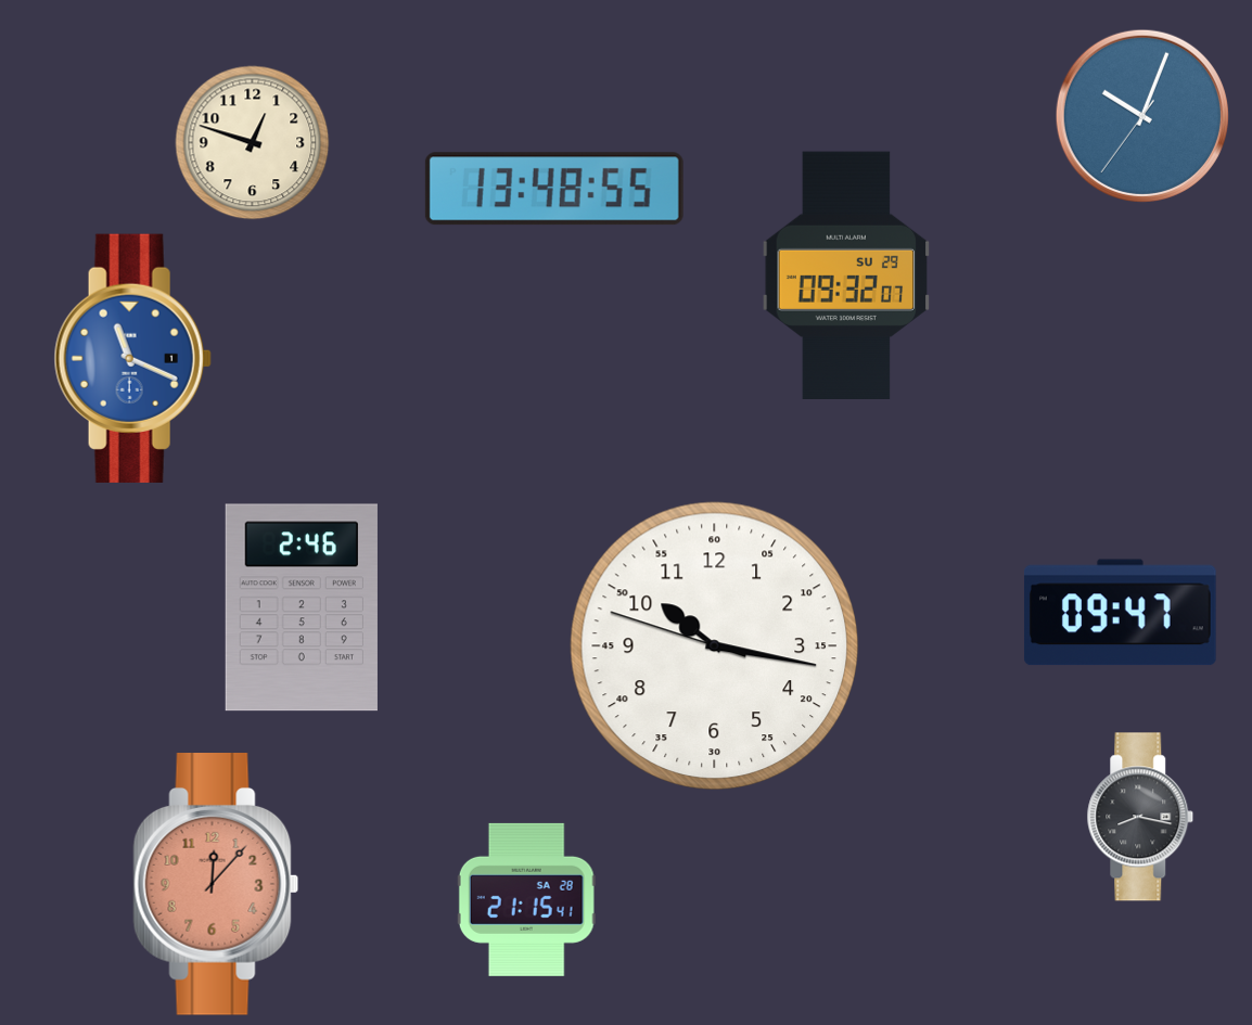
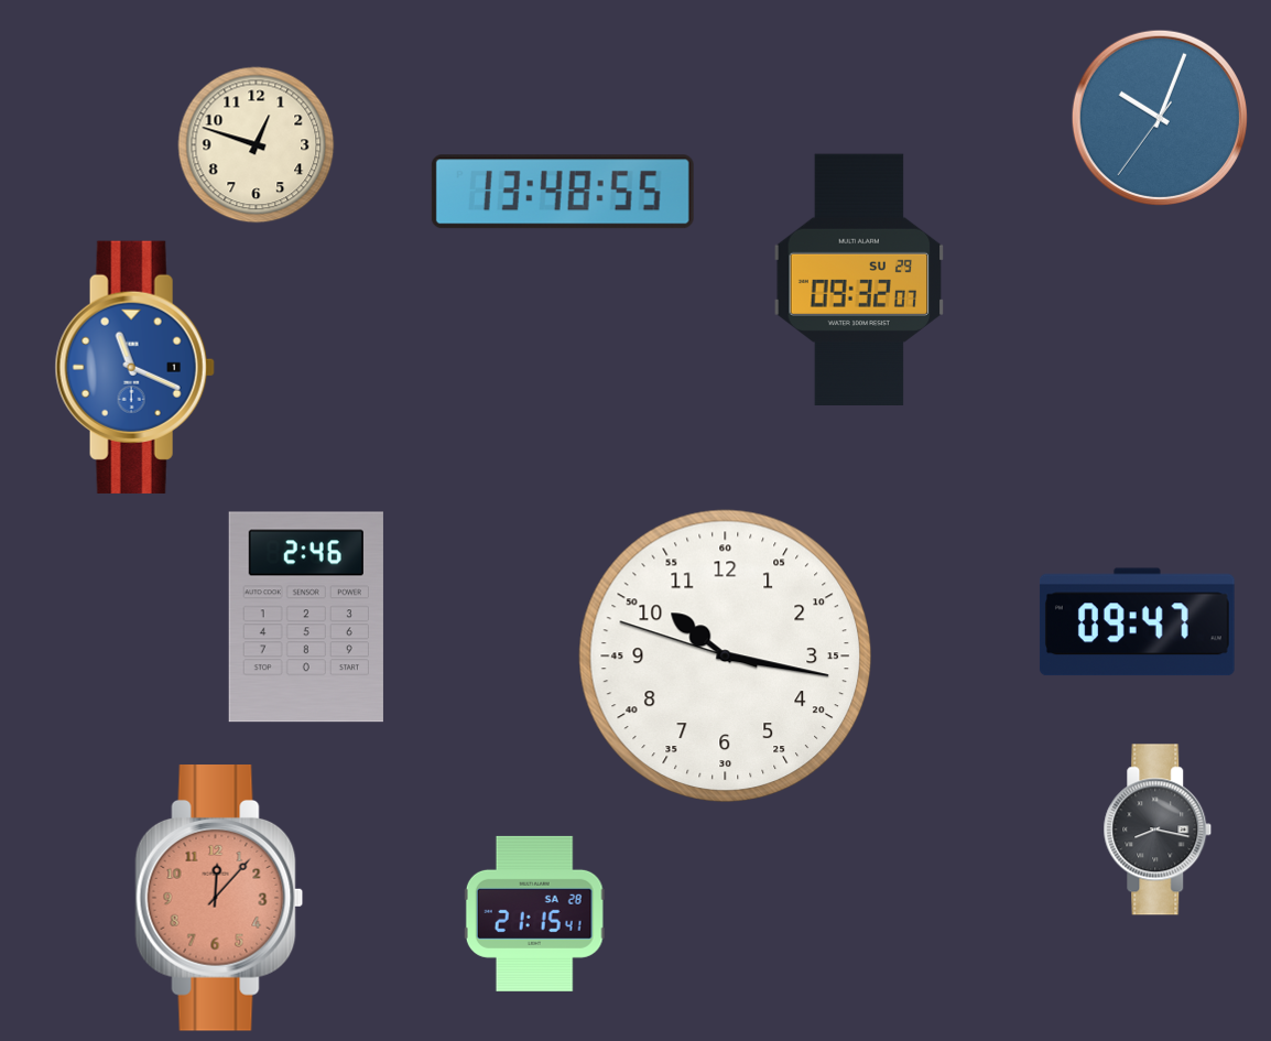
clock at (132, 358) position: (132, 358) -> (134, 367)
